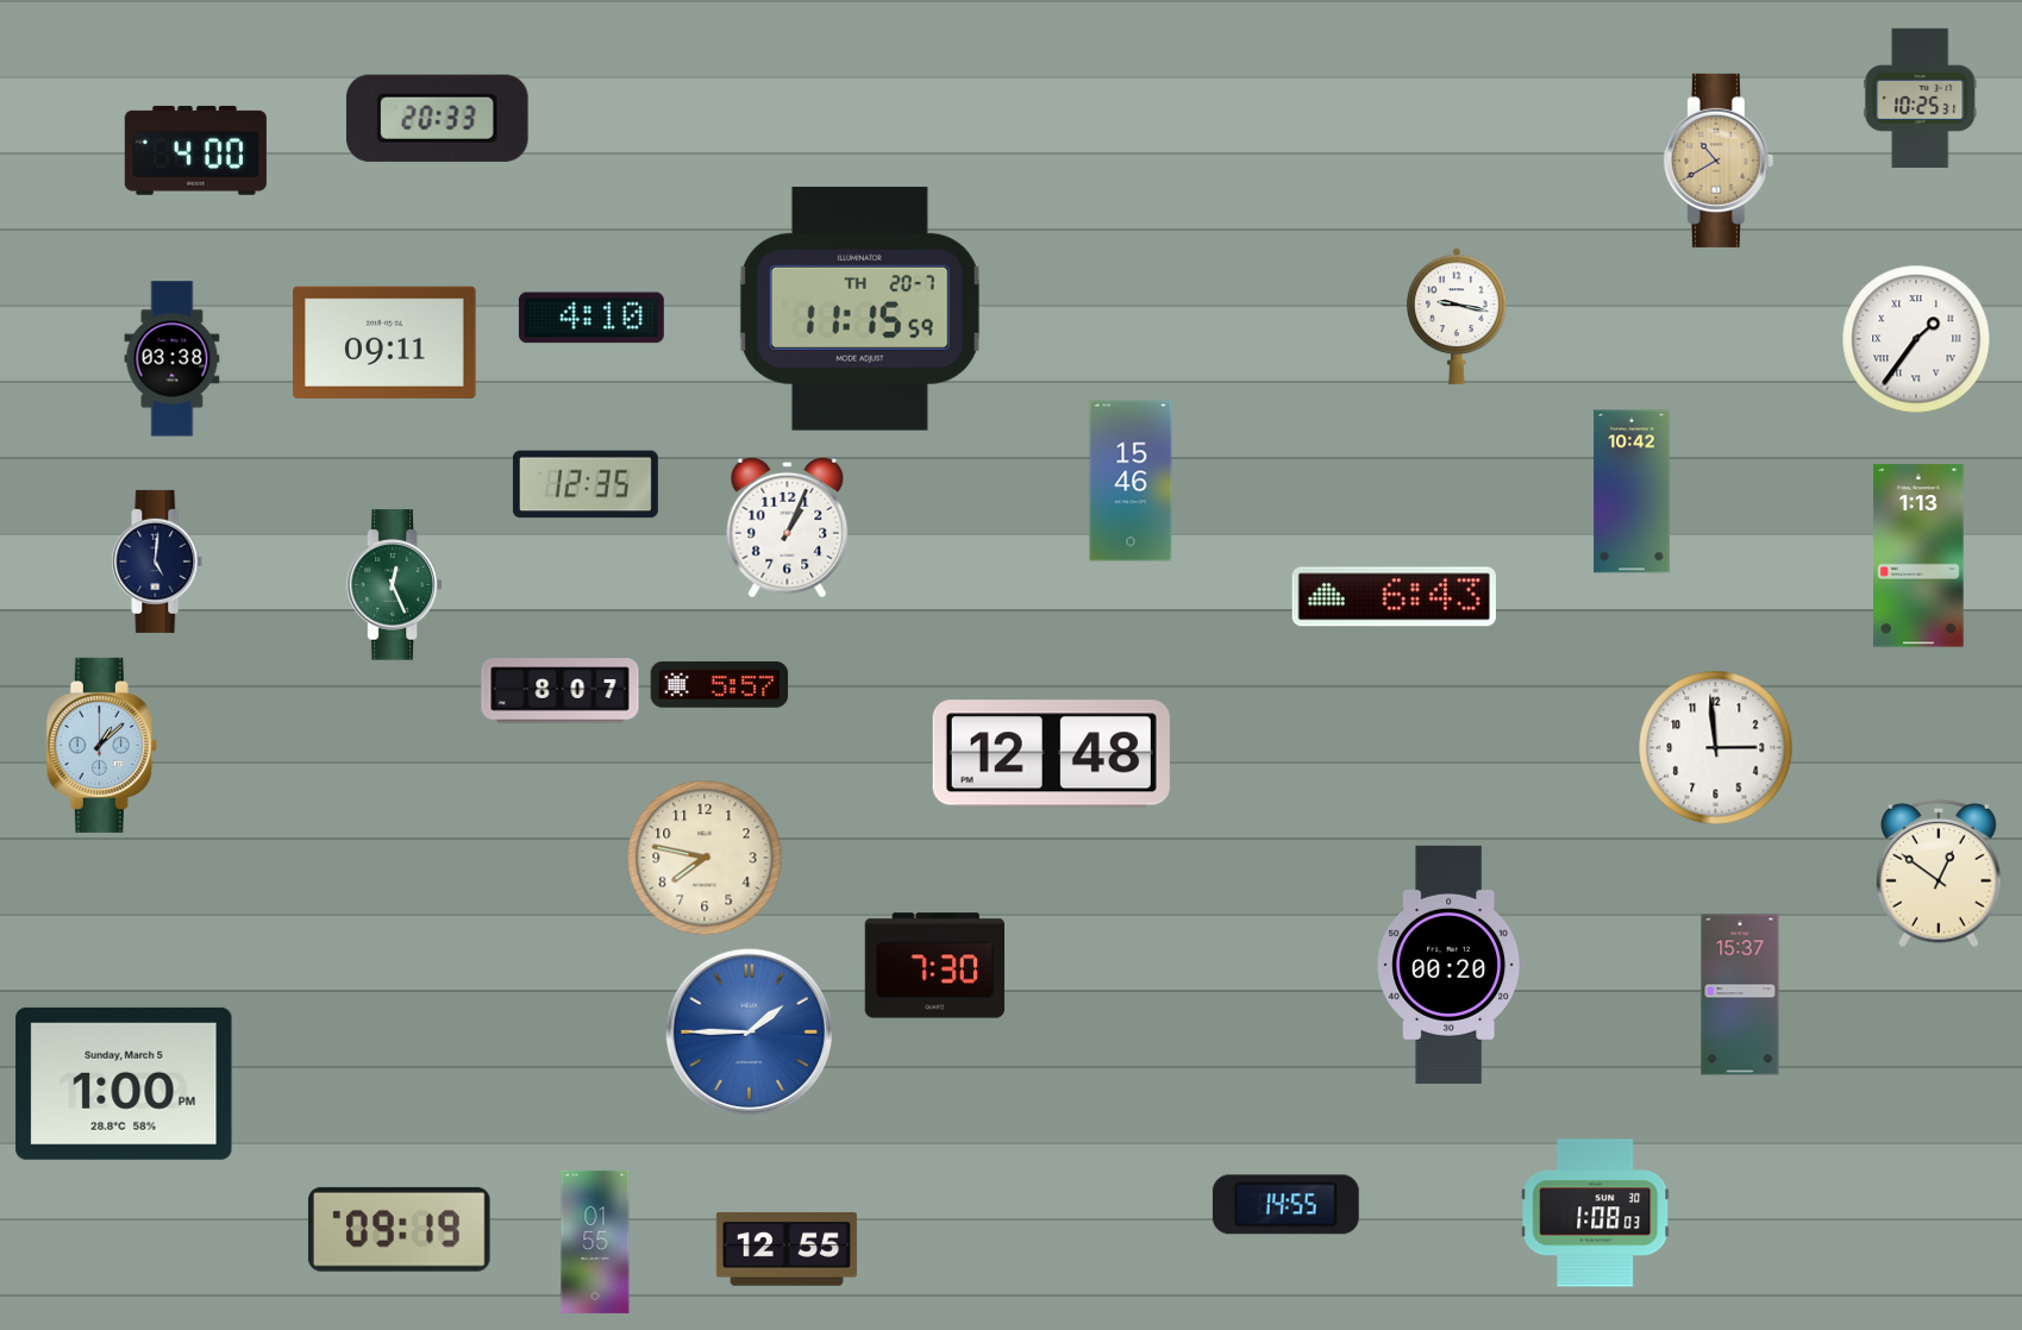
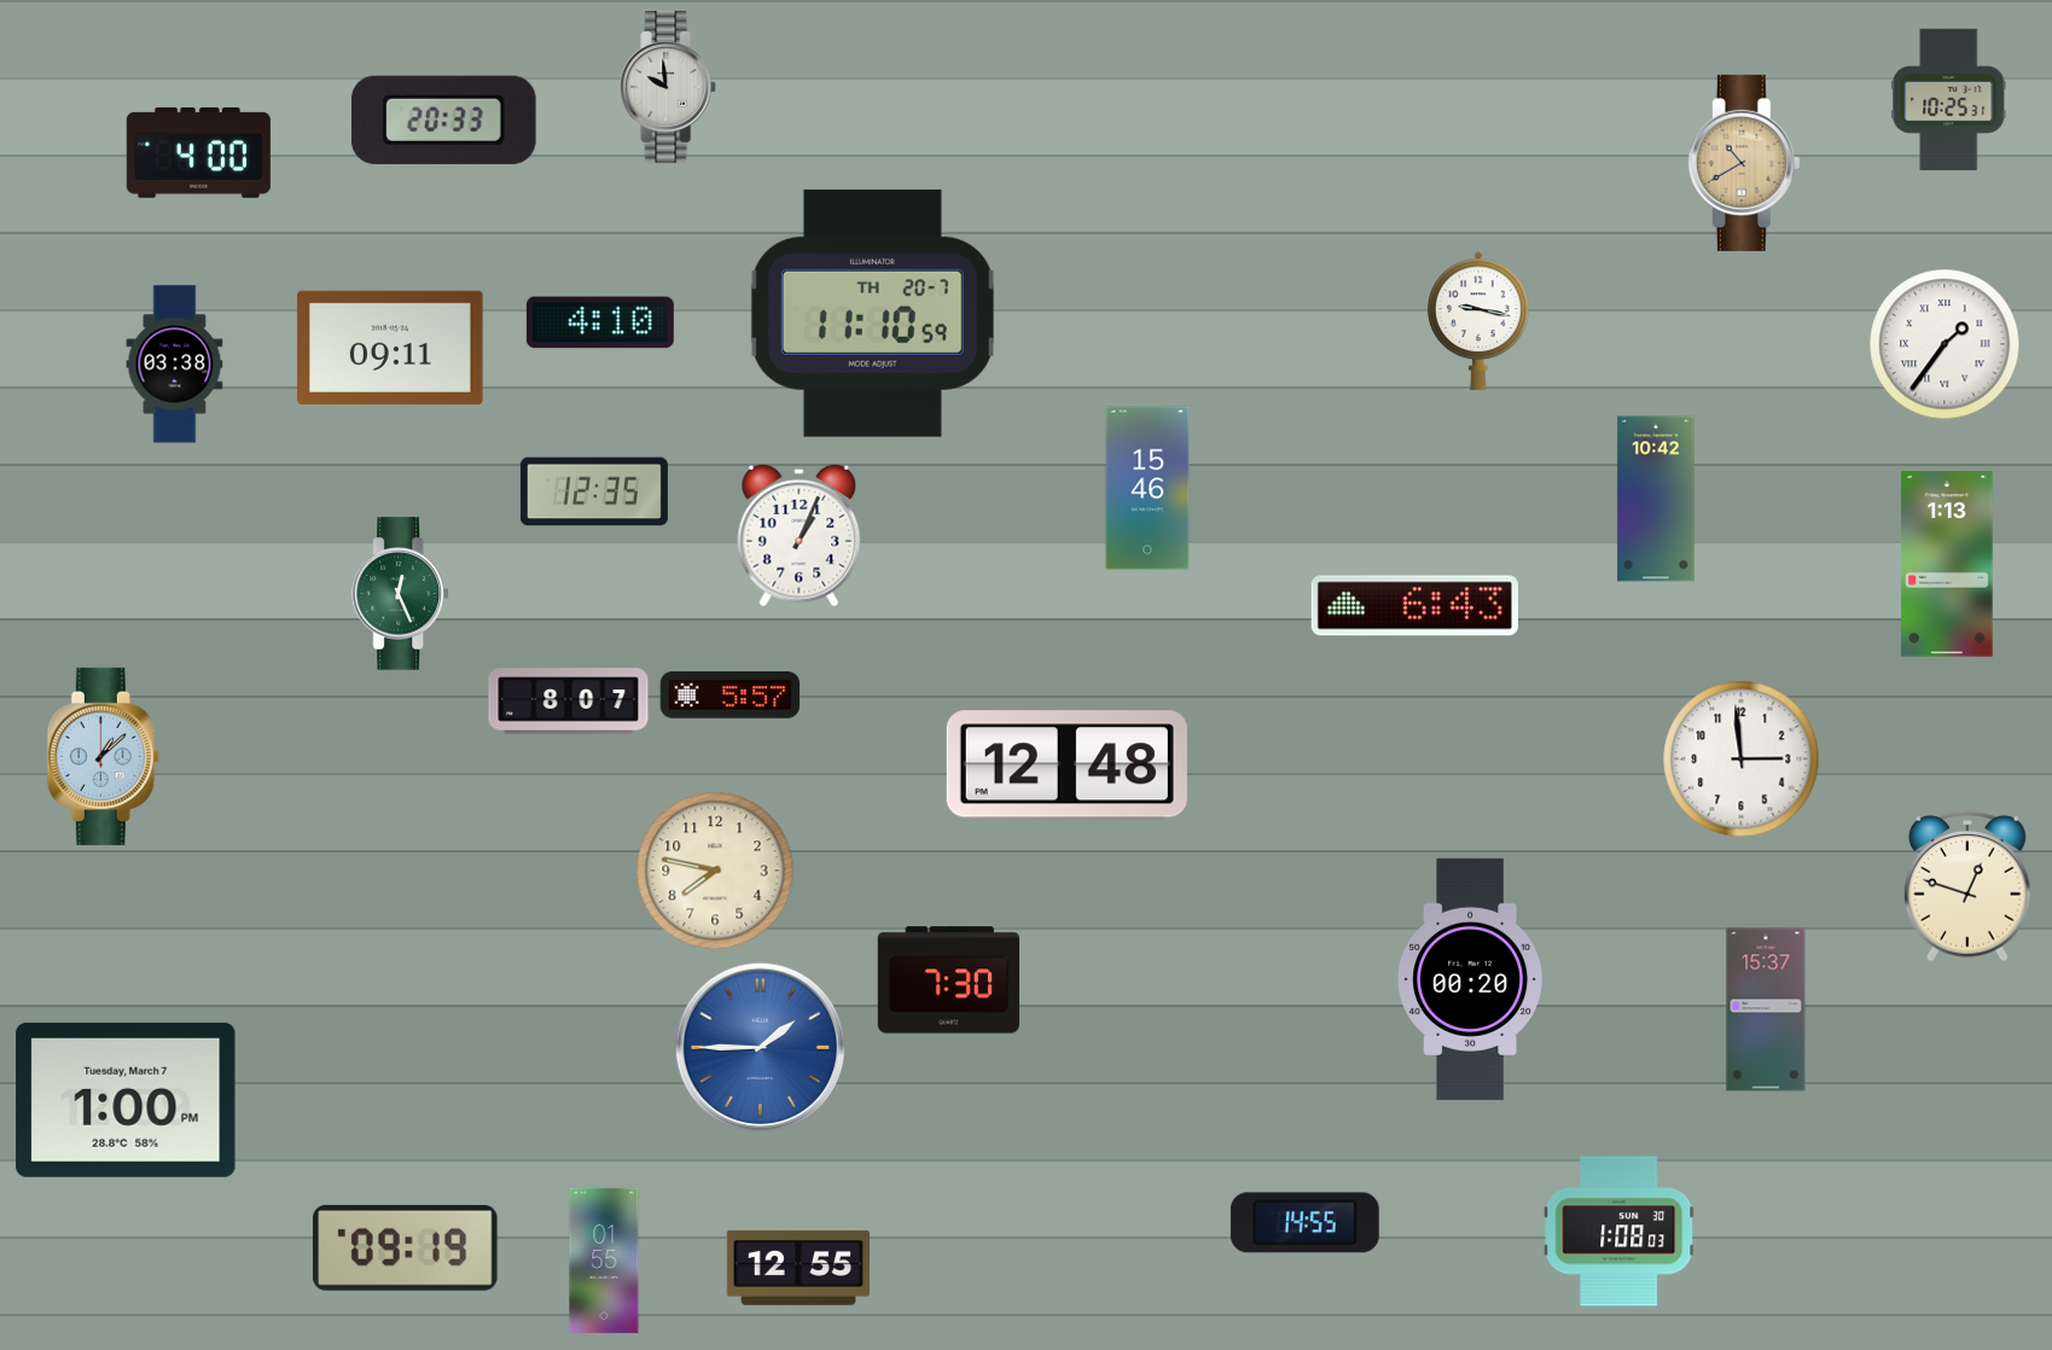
clock at (669, 87): none -> 9:59
clock at (859, 308): 11:15 -> 11:10
clock at (157, 562): 5:01 -> none
clock at (1939, 873): 12:51 -> 12:48
clock at (124, 1084) date: Sunday, March 5 -> Tuesday, March 7
